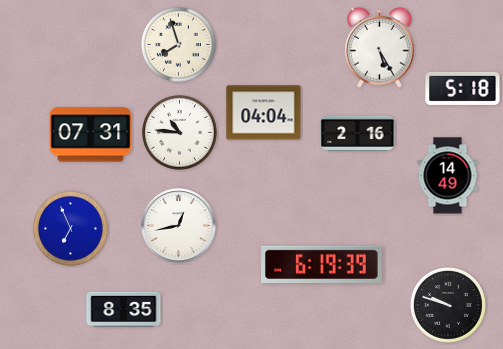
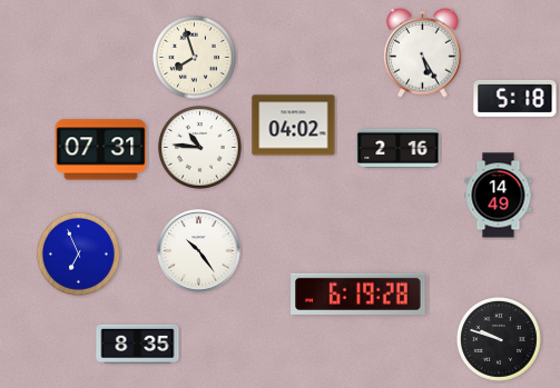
clock at (178, 44) position: (178, 44) -> (194, 57)
clock at (264, 113): 04:04 -> 04:02
clock at (179, 226): 12:43 -> 10:24
clock at (322, 264): 6:19:39 -> 6:19:28
